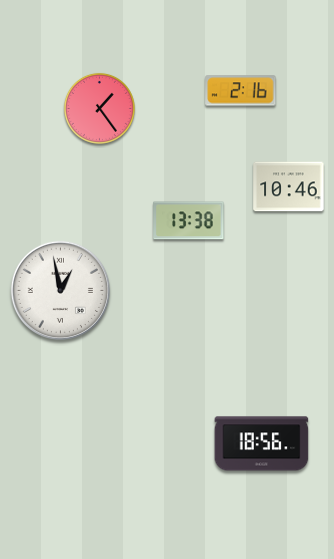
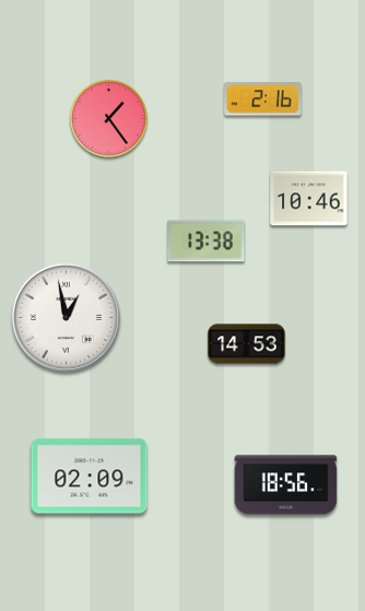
clock at (289, 187) position: (289, 187) -> (309, 199)
clock at (247, 344): none -> 14:53
clock at (90, 477): none -> 02:09
